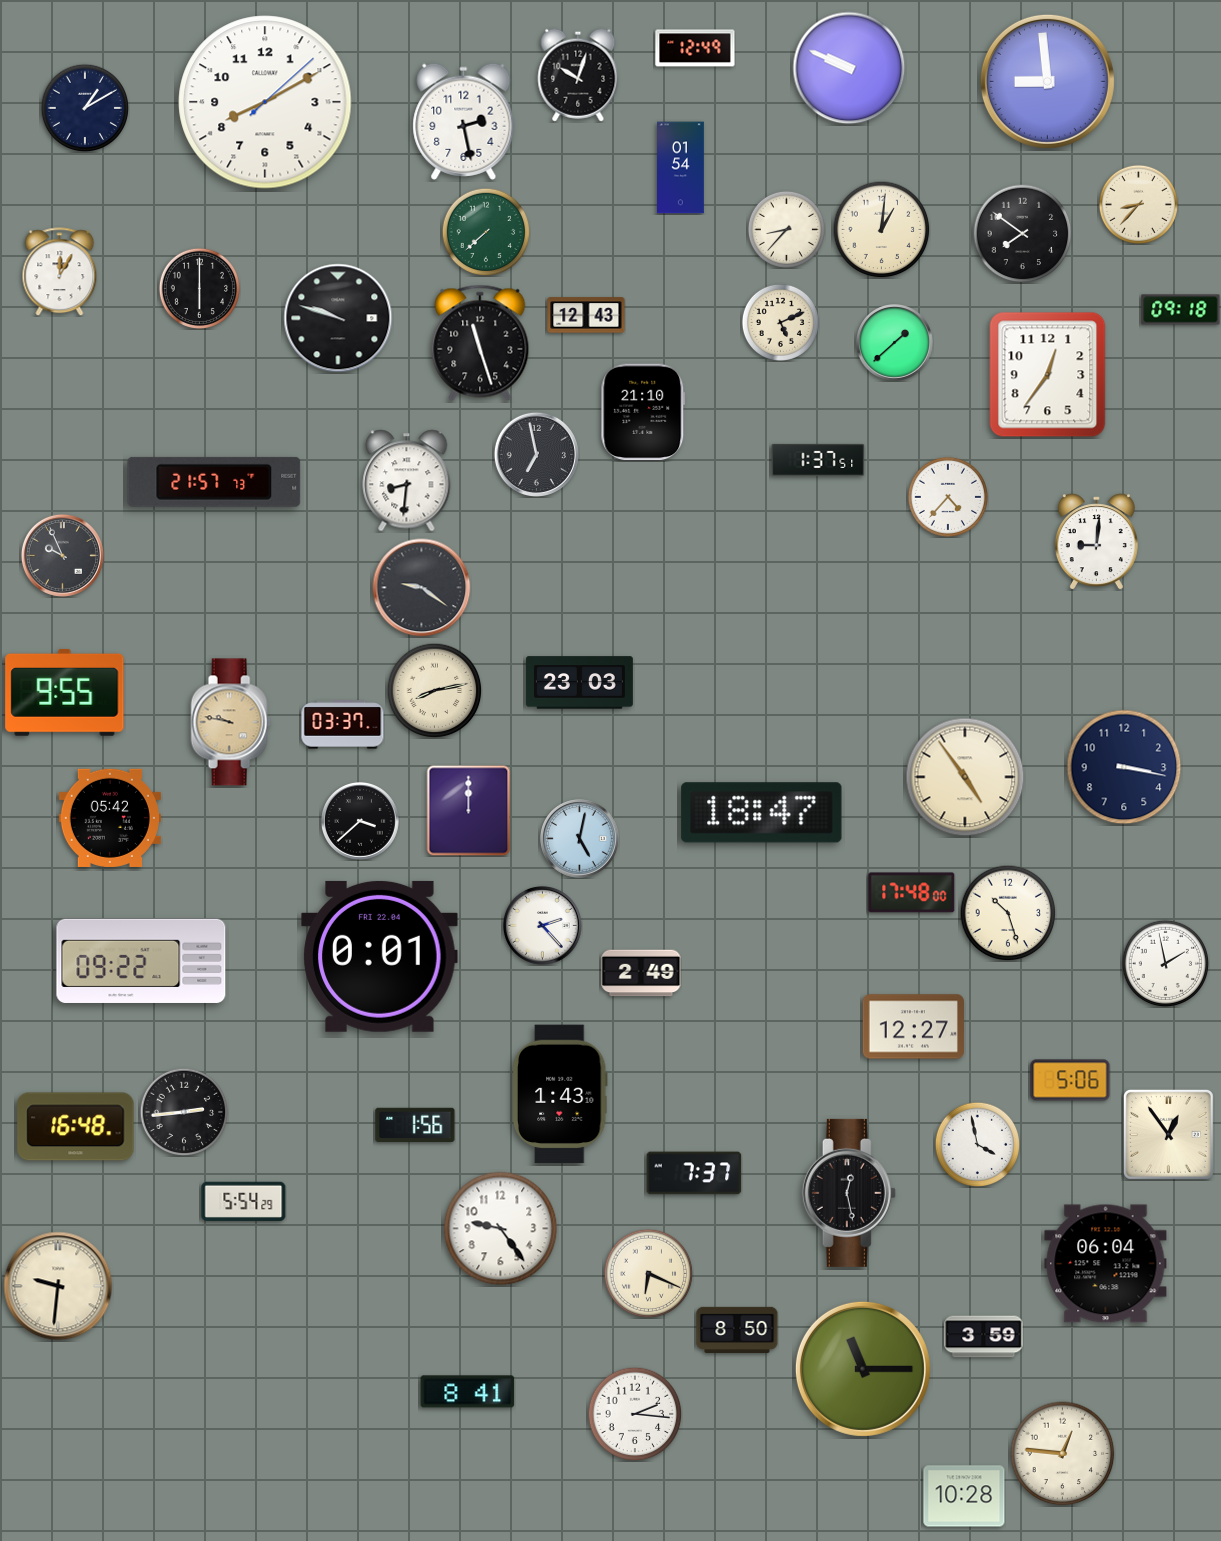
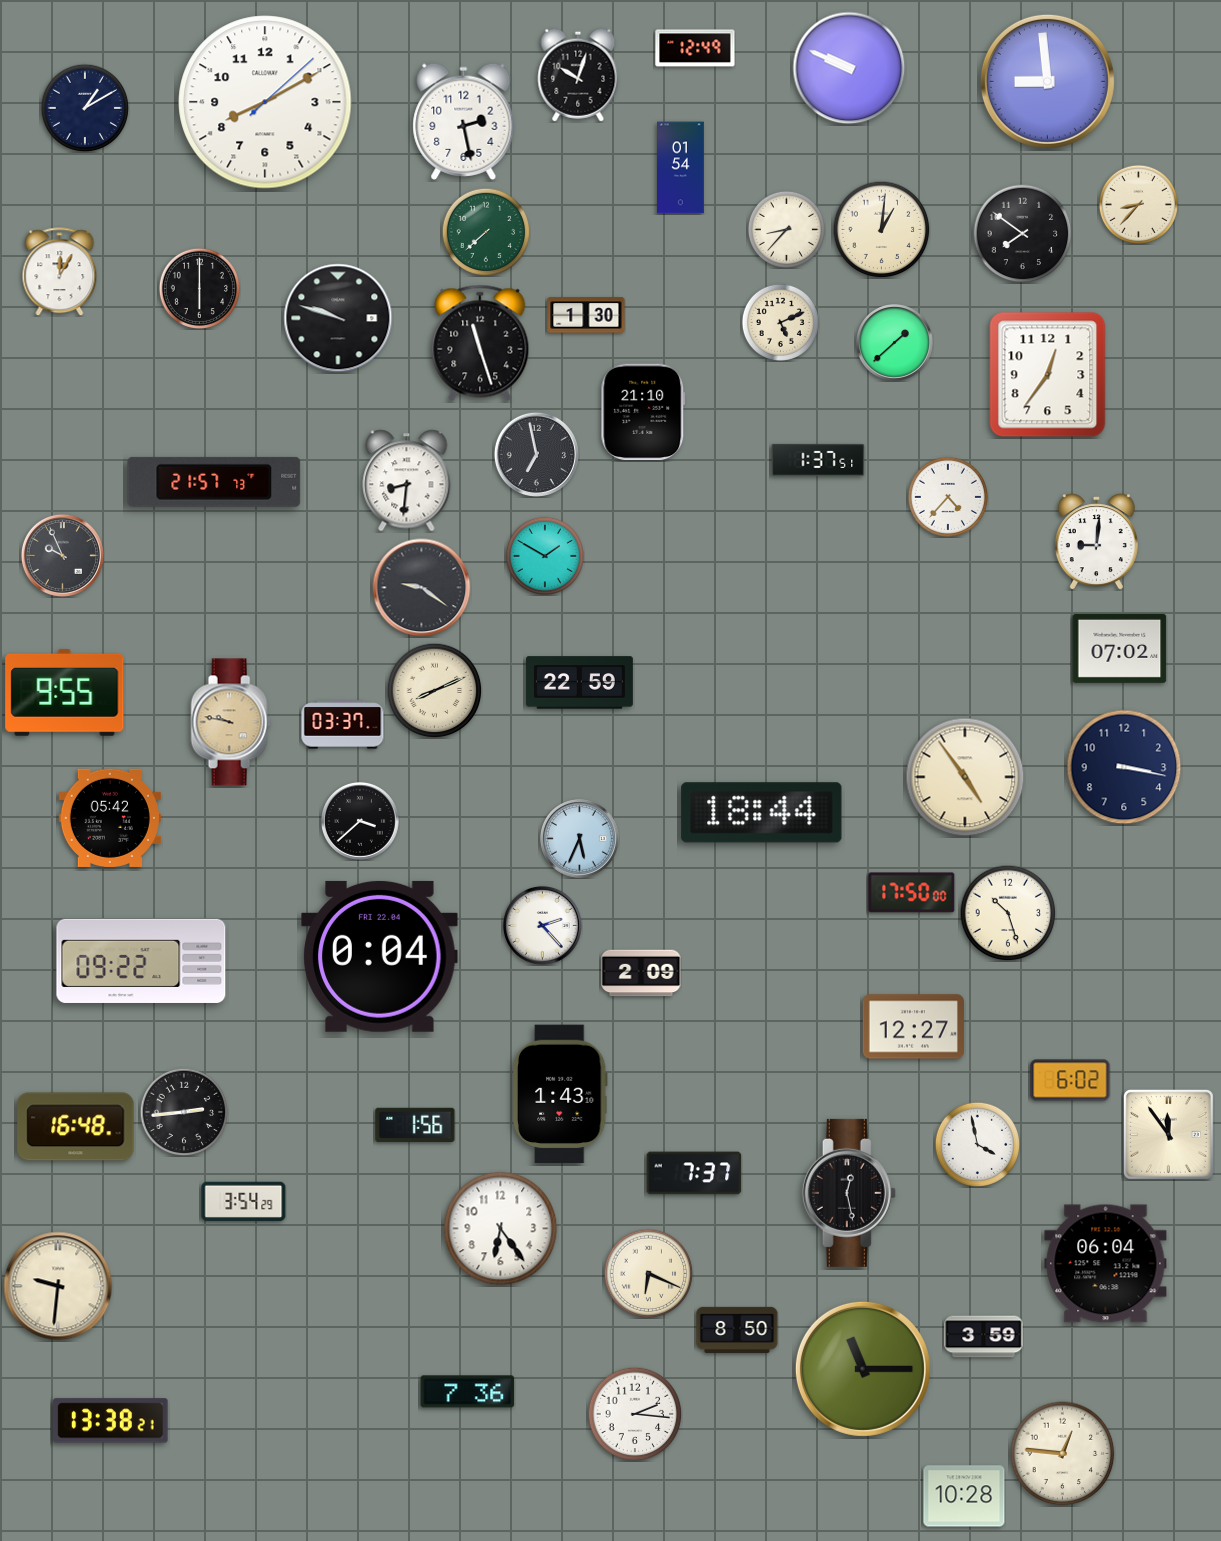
clock at (1181, 310): 09:18 -> none
clock at (586, 315): 12:43 -> 1:30
clock at (545, 556): none -> 1:50
clock at (1120, 648): none -> 07:02
clock at (579, 683): 23:03 -> 22:59
clock at (434, 690): 8:13 -> 8:11
clock at (469, 811): 12:00 -> none
clock at (762, 813): 18:47 -> 18:44
clock at (579, 838): 5:02 -> 5:34
clock at (912, 893): 17:48 -> 17:50
clock at (380, 956): 0:01 -> 0:04
clock at (1165, 963): 1:58 -> none
clock at (641, 973): 2:49 -> 2:09
clock at (1070, 1080): 5:06 -> 6:02
clock at (1168, 1134): 12:54 -> 11:54
clock at (244, 1201): 5:54 -> 3:54
clock at (501, 1229): 9:24 -> 6:24
clock at (468, 1392): 8:41 -> 7:36
clock at (111, 1421): none -> 13:38
